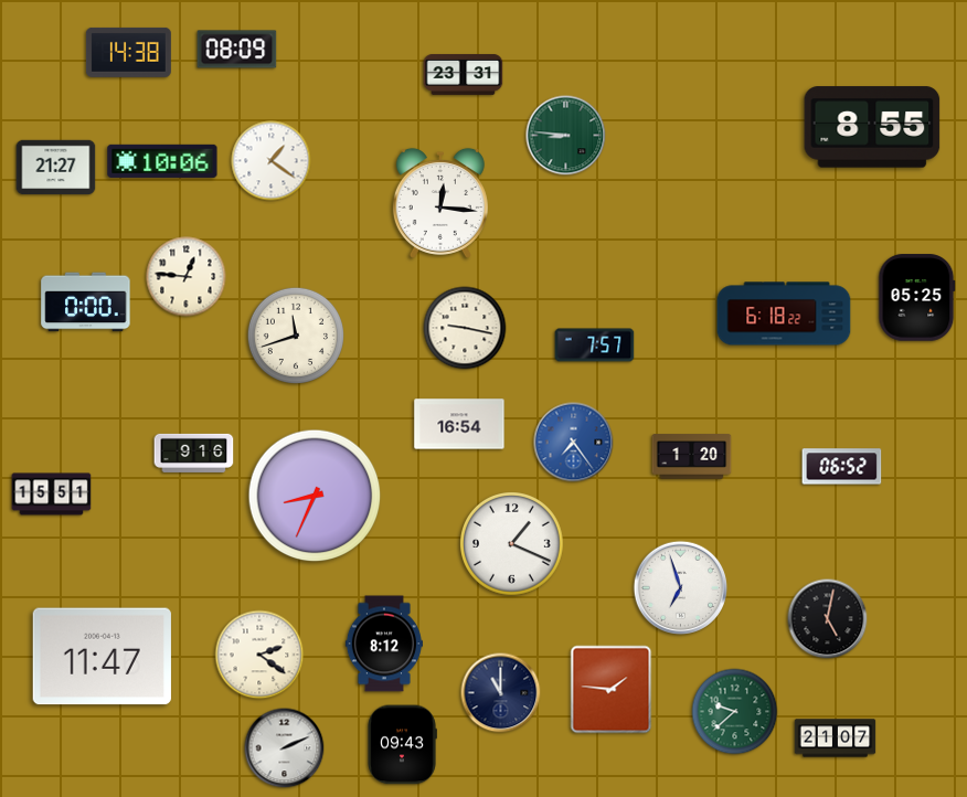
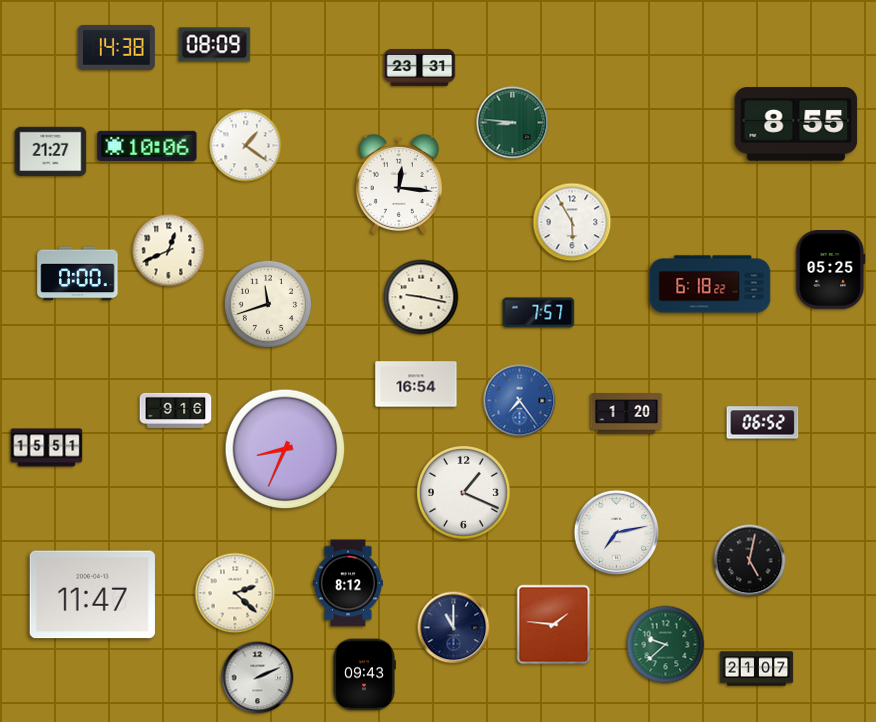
clock at (872, 127) position: (872, 127) -> (796, 124)
clock at (572, 222): none -> 5:55
clock at (187, 277): 12:46 -> 12:41
clock at (680, 587): 6:57 -> 7:13
clock at (259, 655): 2:21 -> 2:22
